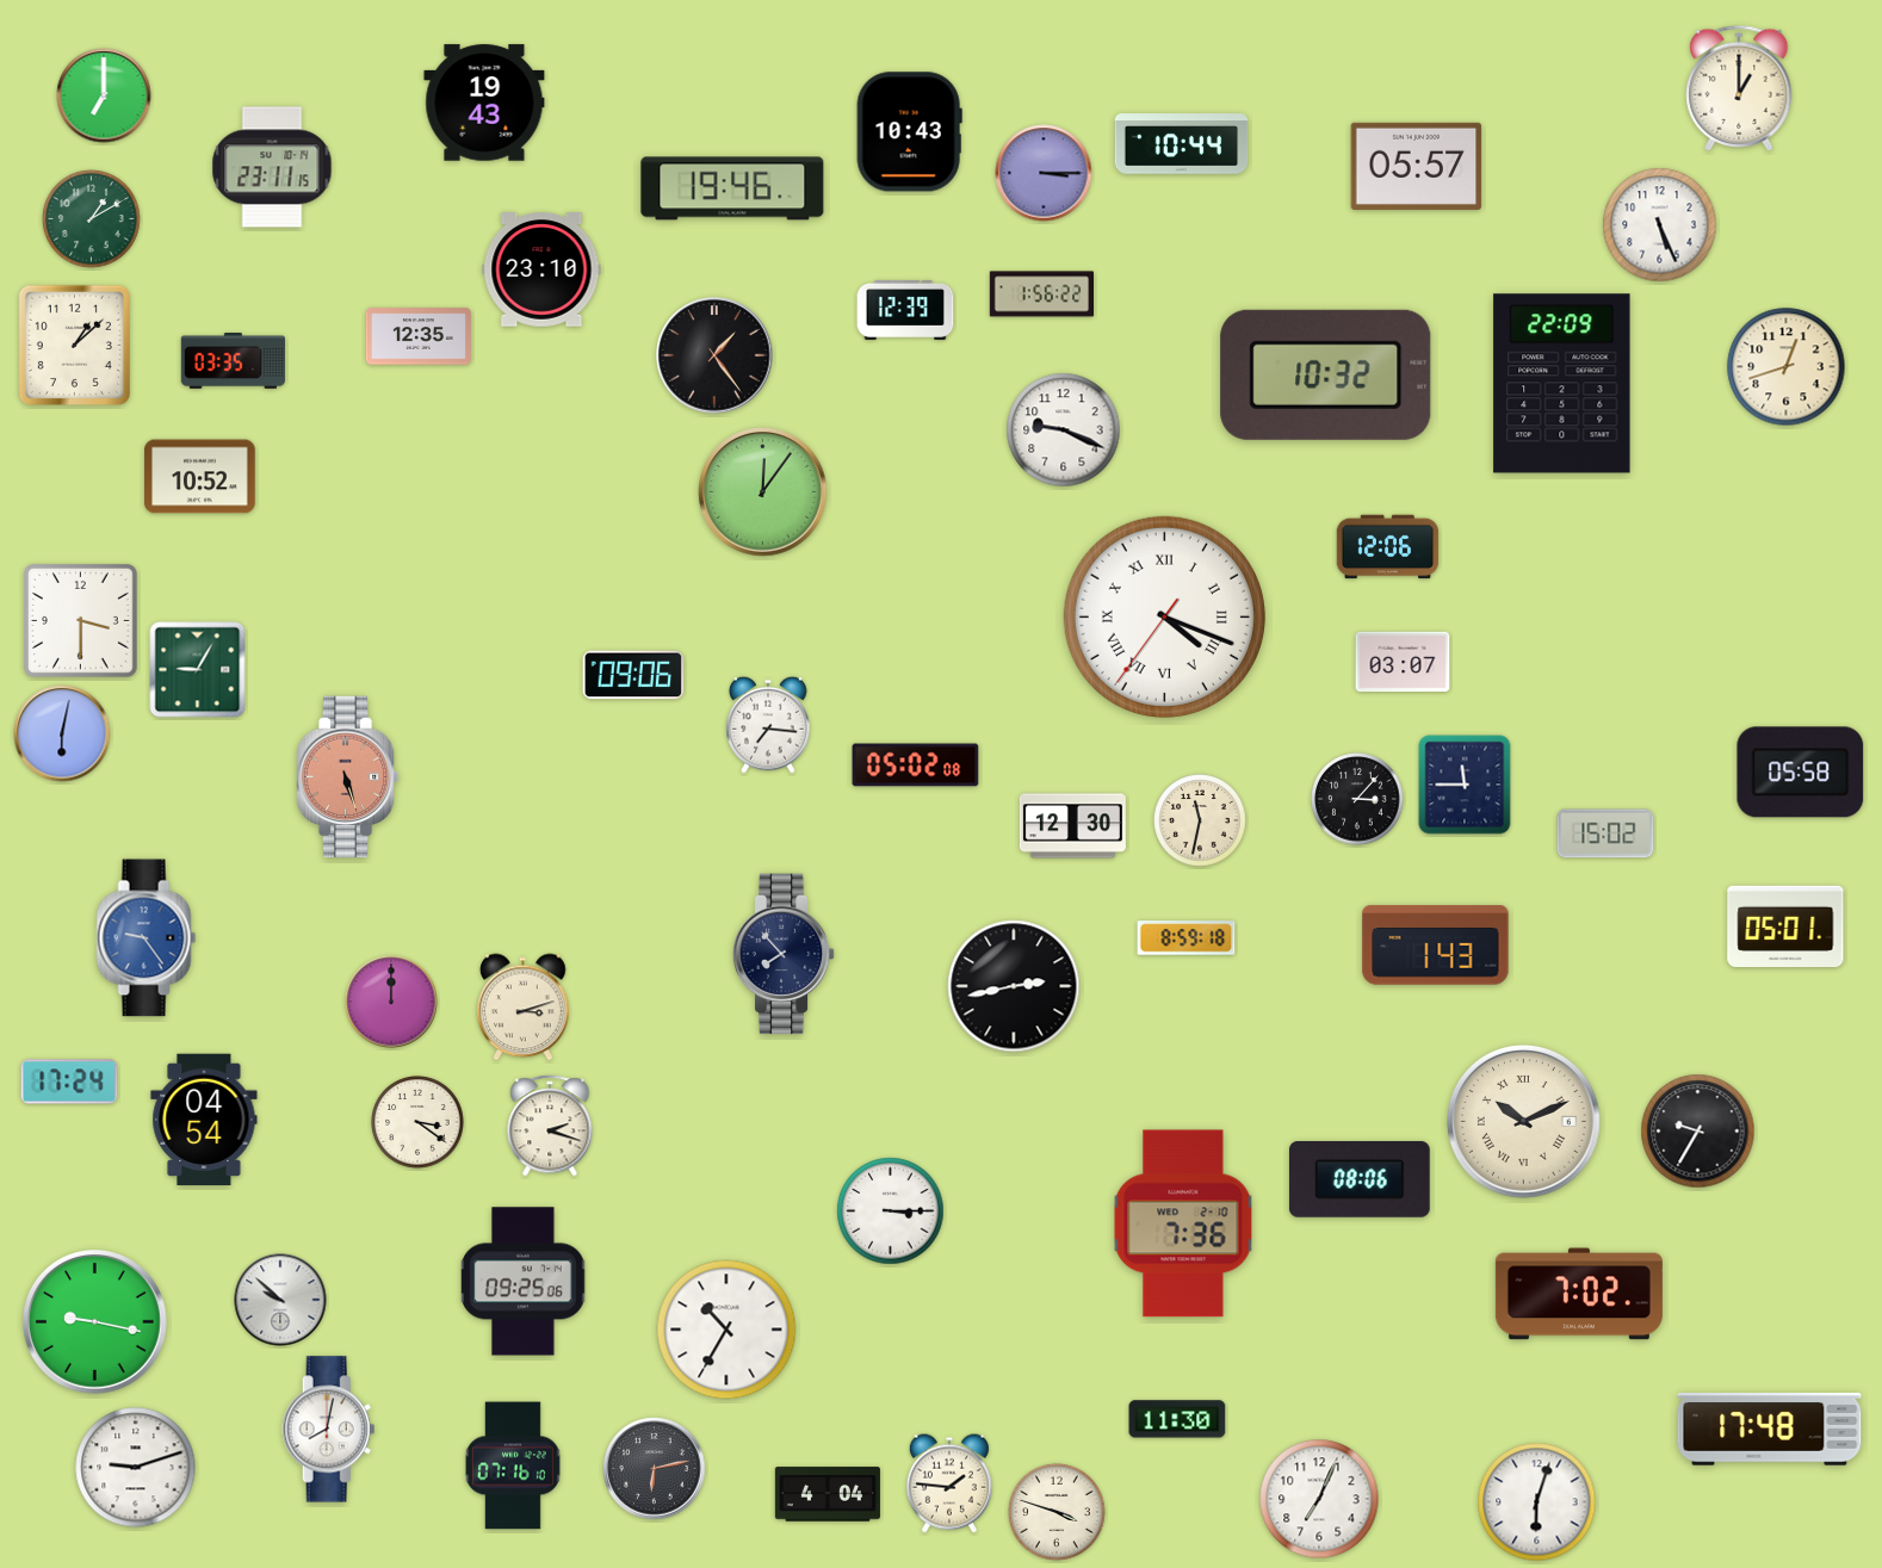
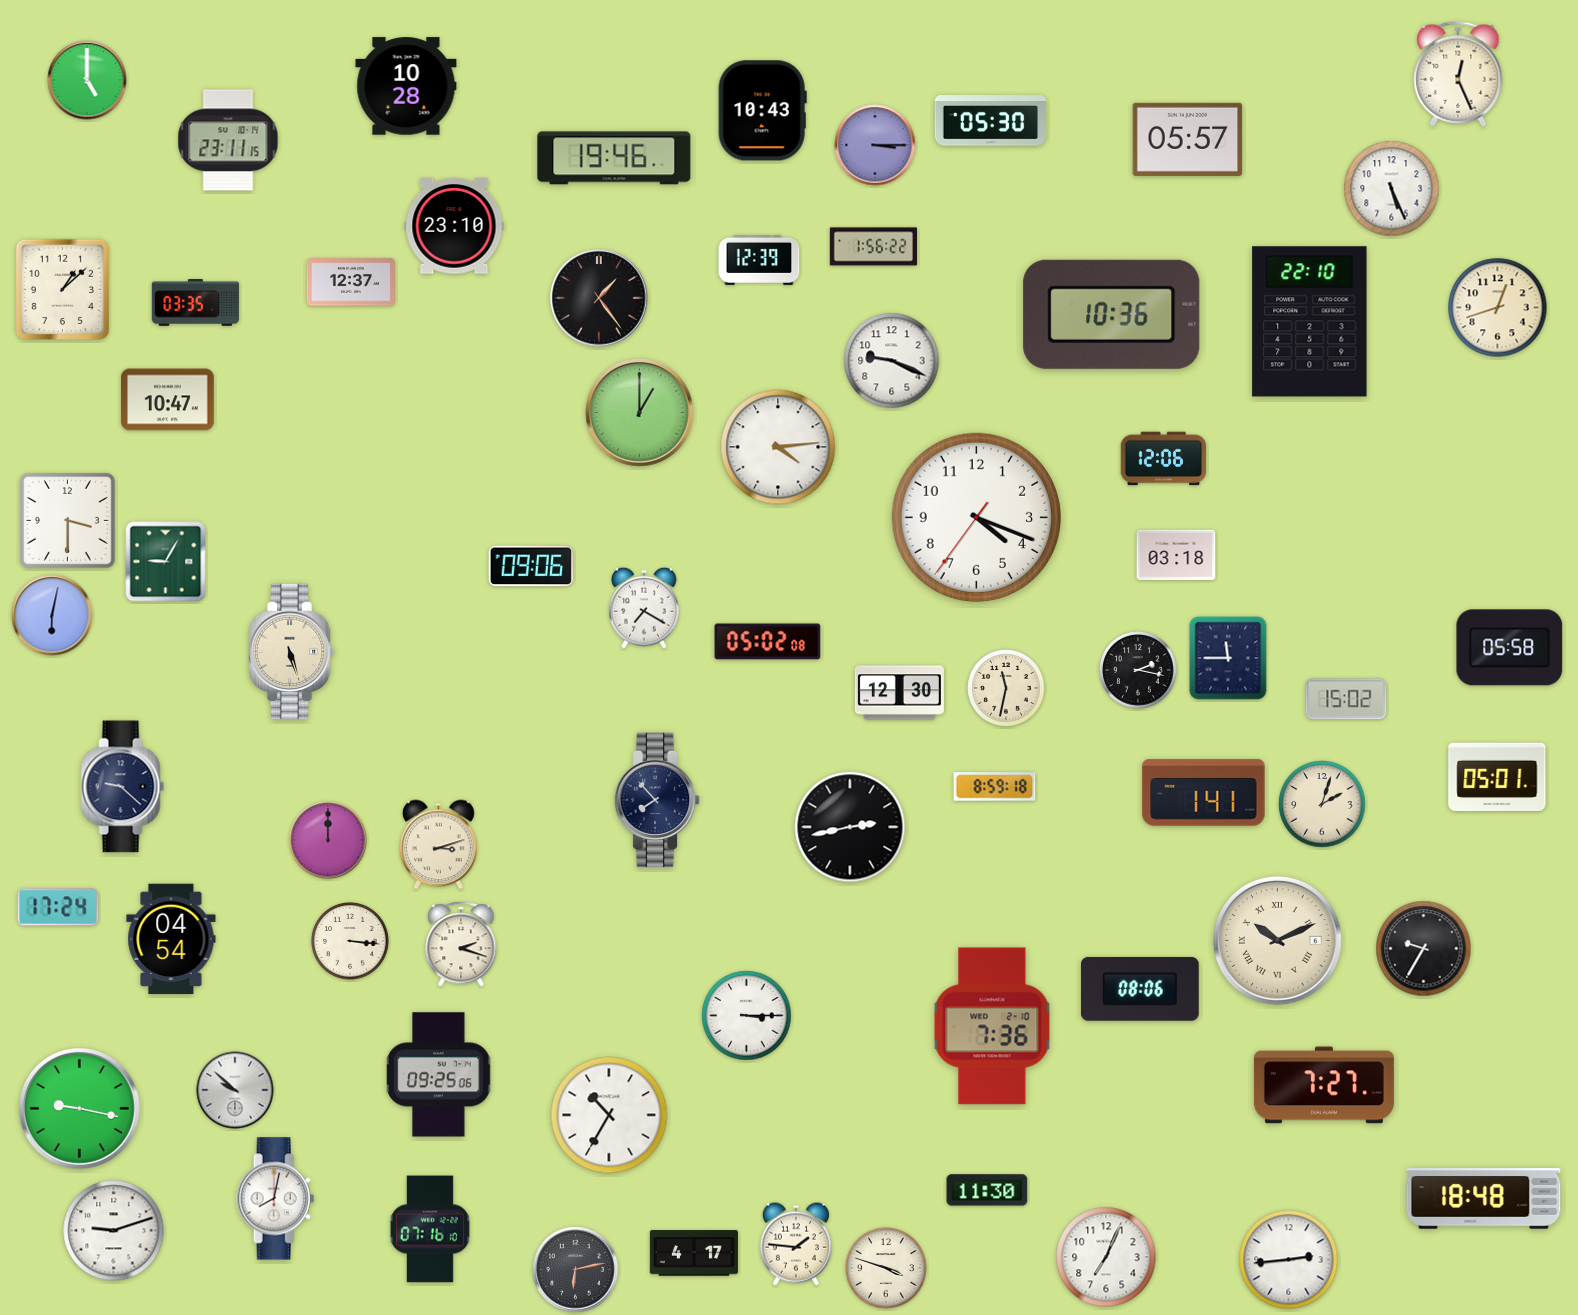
clock at (1739, 88): 1:00 -> 12:26
clock at (104, 95): 7:00 -> 5:00
clock at (484, 103): 19:43 -> 10:28
clock at (1182, 144): 10:44 -> 05:30
clock at (92, 219): 1:10 -> none
clock at (419, 336): 12:35 -> 12:37
clock at (1326, 374): 10:32 -> 10:36
clock at (1562, 384): 22:09 -> 22:10
clock at (200, 477): 10:52 -> 10:47
clock at (763, 492): 12:06 -> 1:00
clock at (778, 447): none -> 4:14
clock at (1164, 616) numerals: Roman -> Arabic
clock at (1403, 662): 03:07 -> 03:18
clock at (768, 725): 7:16 -> 7:20
clock at (347, 777) dial: salmon -> cream
clock at (1357, 799): 3:07 -> 2:17
clock at (147, 938): 9:24 -> 9:22
clock at (147, 938) dial: blue -> navy
clock at (1436, 946): 1:43 -> 1:41
clock at (1322, 804): none -> 2:03
clock at (417, 1122): 3:21 -> 3:16
clock at (1579, 1294): 7:02 -> 7:27
clock at (1770, 1430): 17:48 -> 18:48
clock at (655, 1469) position: (655, 1469) -> (576, 1270)
clock at (828, 1494): 4:04 -> 4:17
clock at (1537, 1502): 6:03 -> 2:44
